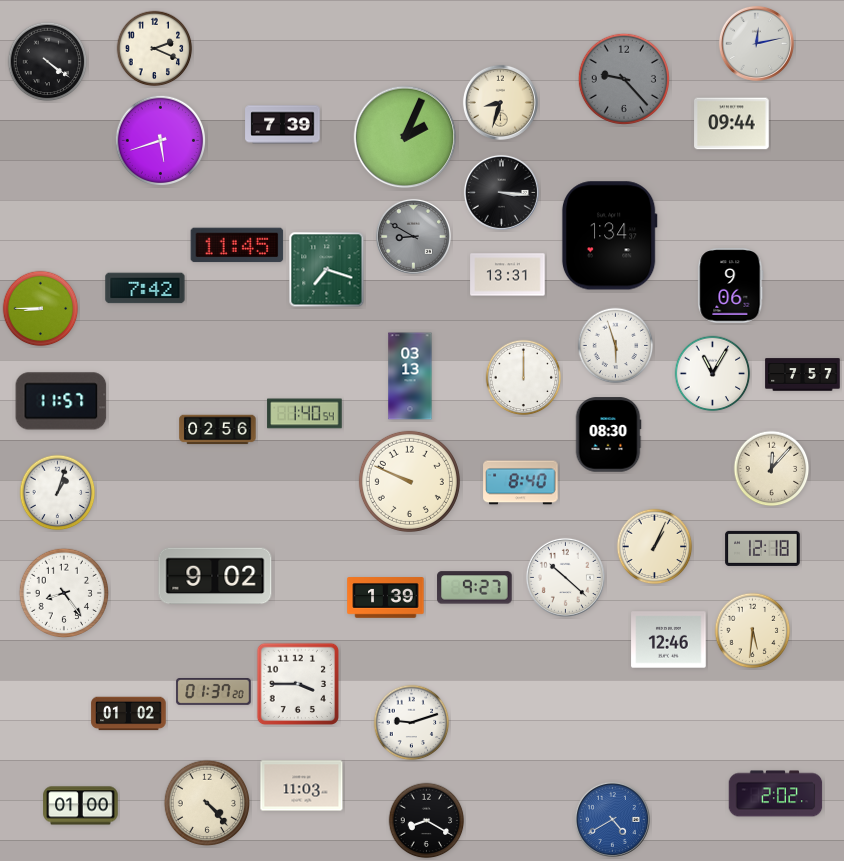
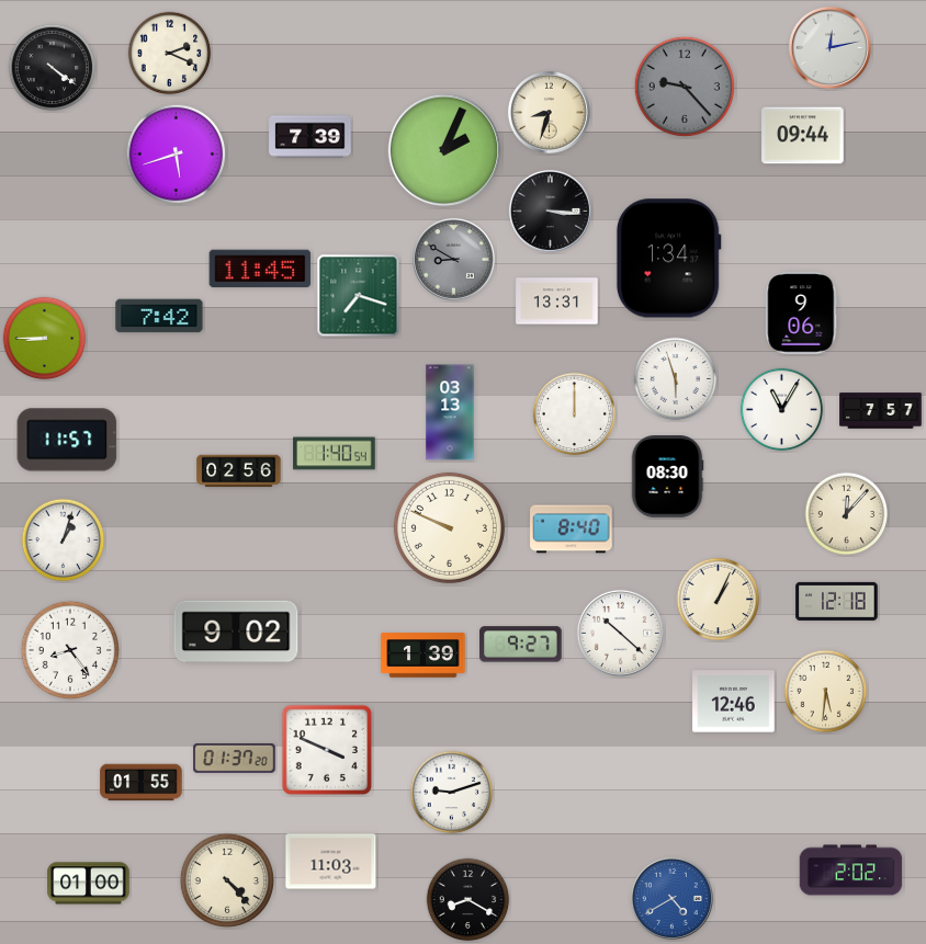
clock at (297, 683): 3:45 -> 3:49
clock at (129, 714): 01:02 -> 01:55
